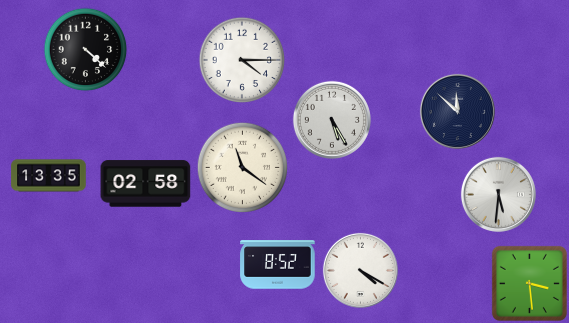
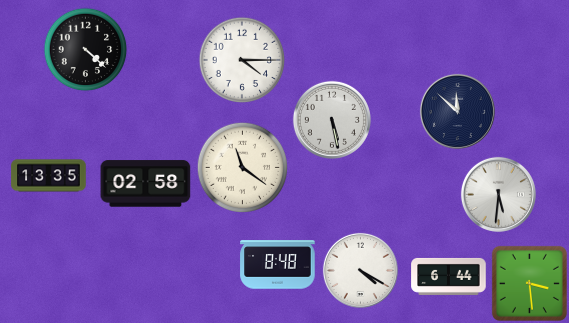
clock at (332, 120): 5:25 -> 5:28
clock at (278, 265): 8:52 -> 8:48
clock at (449, 276): none -> 6:44
